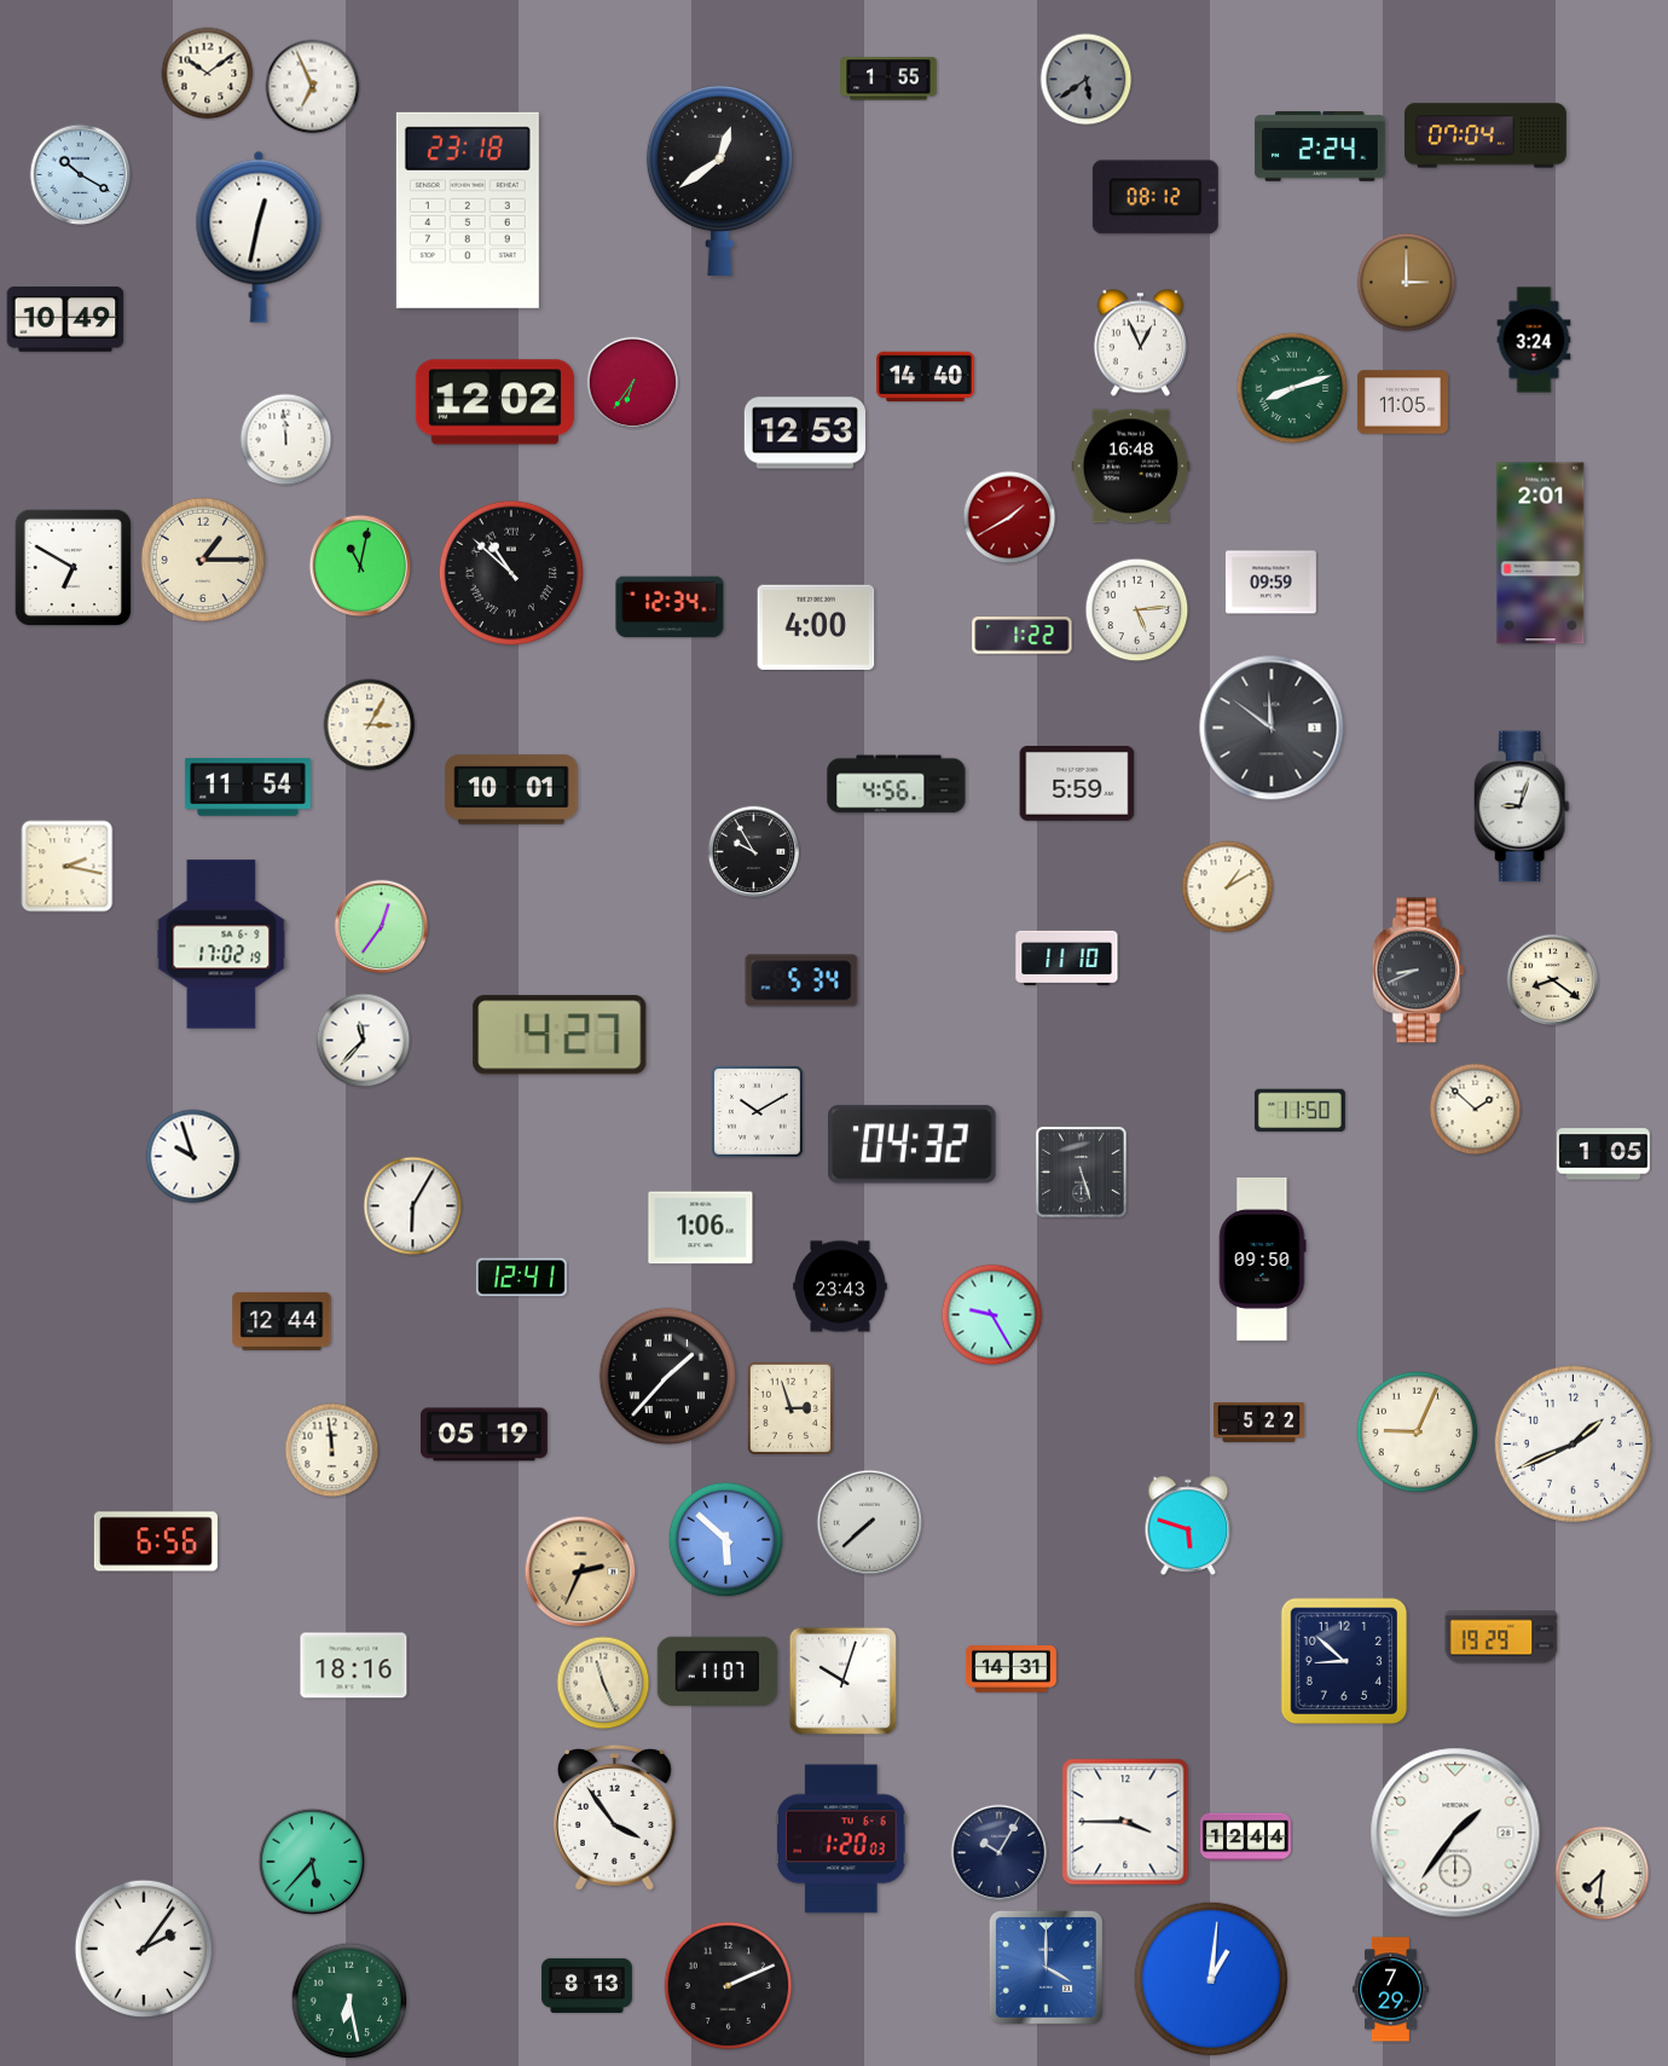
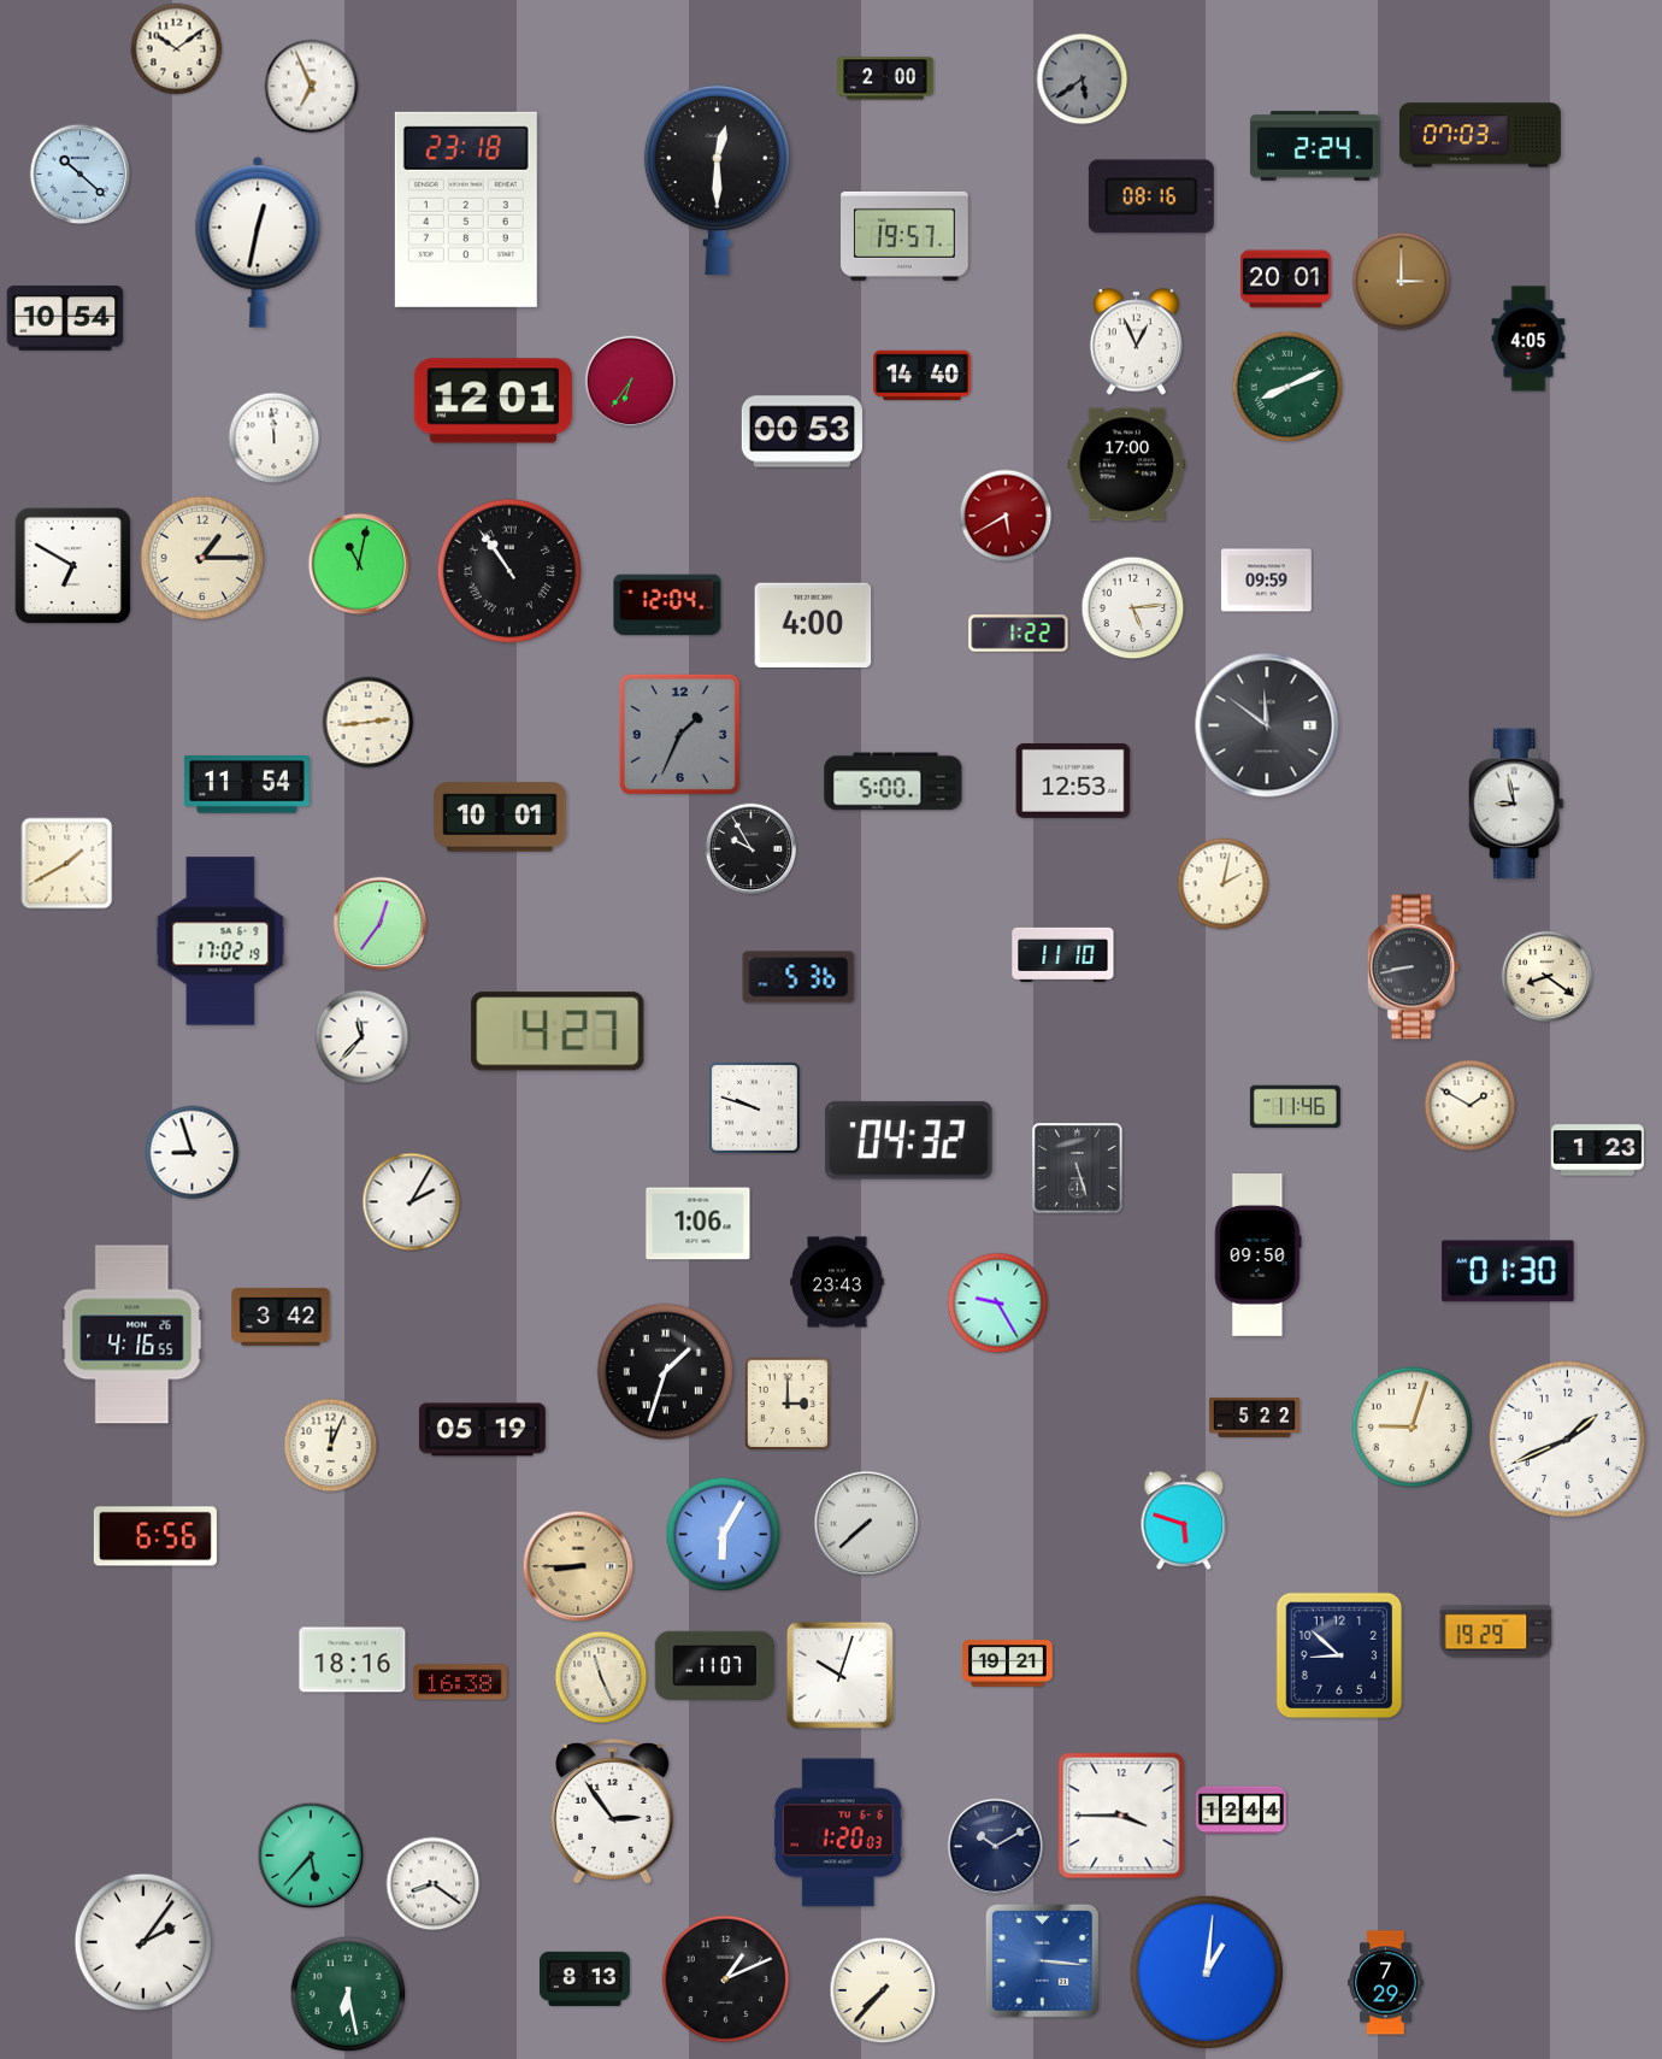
clock at (208, 74) position: (208, 74) -> (177, 49)
clock at (888, 79): 1:55 -> 2:00
clock at (1485, 135): 07:04 -> 07:03
clock at (81, 175): 10:20 -> 10:22
clock at (719, 180): 12:39 -> 12:30
clock at (1156, 197): 08:12 -> 08:16
clock at (259, 237) position: (259, 237) -> (258, 242)
clock at (906, 236): none -> 19:57
clock at (1285, 280): none -> 20:01
clock at (65, 319): 10:49 -> 10:54
clock at (1534, 340): 3:24 -> 4:05
clock at (1292, 388): 8:12 -> 8:11
clock at (494, 403): 12:02 -> 12:01
clock at (1402, 403): 11:05 -> none
clock at (805, 433): 12:53 -> 00:53
clock at (286, 440) position: (286, 440) -> (275, 439)
clock at (1131, 467): 16:48 -> 17:00
clock at (1009, 517): 1:40 -> 5:40
clock at (1541, 554): 2:01 -> none
clock at (511, 573): 10:52 -> 10:54
clock at (670, 607): 12:34 -> 12:04
clock at (370, 725): 3:05 -> 2:44
clock at (679, 734): none -> 1:34
clock at (1077, 783): 5:59 -> 12:53
clock at (897, 785): 4:56 -> 5:00
clock at (511, 789) position: (511, 789) -> (500, 817)
clock at (1522, 806): 9:03 -> 8:58
clock at (68, 867): 2:17 -> 1:40
clock at (1228, 887): 1:10 -> 2:02
clock at (1418, 971): 8:41 -> 8:43
clock at (801, 980): 5:34 -> 5:36
clock at (1476, 1110): 1:52 -> 1:50
clock at (757, 1111): 10:10 -> 9:48
clock at (1299, 1111): 11:50 -> 11:46
clock at (1604, 1154): 1:05 -> 1:23
clock at (193, 1157): 9:57 -> 8:57
clock at (413, 1206): 6:05 -> 2:05
clock at (1508, 1271): none -> 01:30
clock at (521, 1278): 12:41 -> none
clock at (992, 1315) position: (992, 1315) -> (998, 1304)
clock at (282, 1321): 12:44 -> 3:42
clock at (132, 1335): none -> 4:16
clock at (668, 1377): 1:37 -> 1:33
clock at (789, 1407): 2:57 -> 3:00
clock at (1418, 1433): 9:04 -> 9:03
clock at (332, 1451): 11:59 -> 12:04
clock at (870, 1523) position: (870, 1523) -> (867, 1524)
clock at (726, 1540): 5:52 -> 6:05
clock at (580, 1572): 2:34 -> 8:45
clock at (1010, 1669): 14:31 -> 19:21
clock at (460, 1682): none -> 16:38
clock at (614, 1818): 3:54 -> 2:54
clock at (1455, 1833): 1:36 -> none
clock at (1245, 1838) position: (1245, 1838) -> (1240, 1811)
clock at (1000, 1853): 10:05 -> 10:10
clock at (1603, 1874): 7:31 -> none
clock at (434, 1884): none -> 8:21
clock at (1046, 1967): 4:00 -> 3:16
clock at (729, 1986): 2:11 -> 1:11
clock at (883, 1990): none -> 7:37
